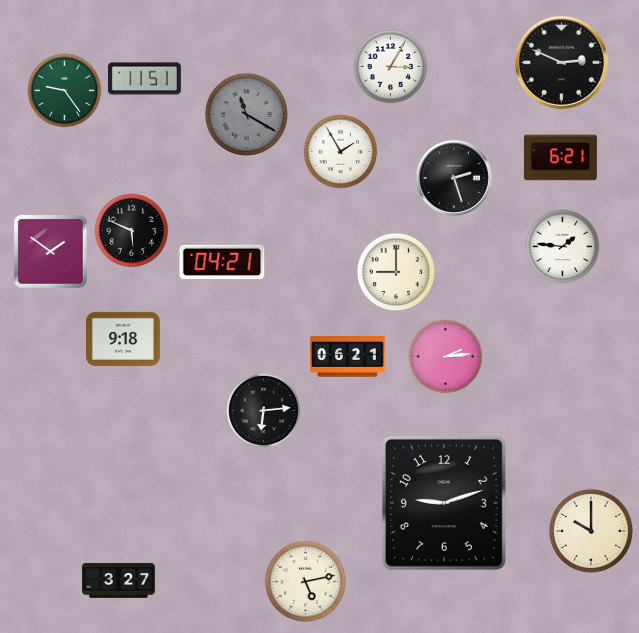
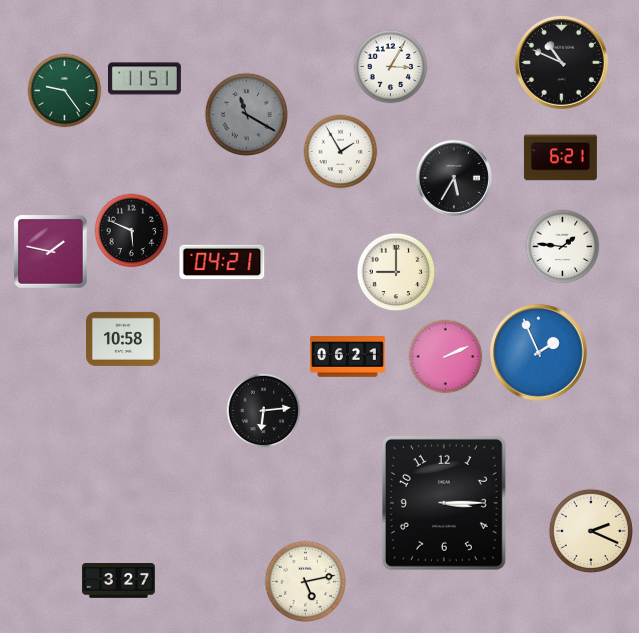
clock at (561, 62): 2:49 -> 10:49
clock at (454, 178): 2:27 -> 5:35
clock at (51, 252): 1:51 -> 1:47
clock at (124, 339): 9:18 -> 10:58
clock at (539, 353): none -> 1:56
clock at (446, 357): 2:14 -> 2:11
clock at (444, 503): 9:12 -> 3:15
clock at (591, 531): 10:00 -> 2:19
